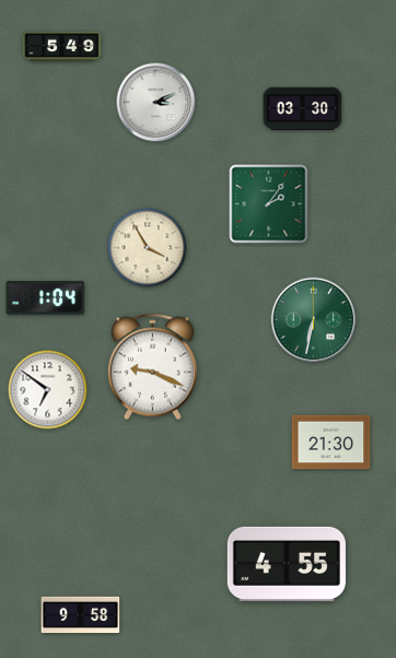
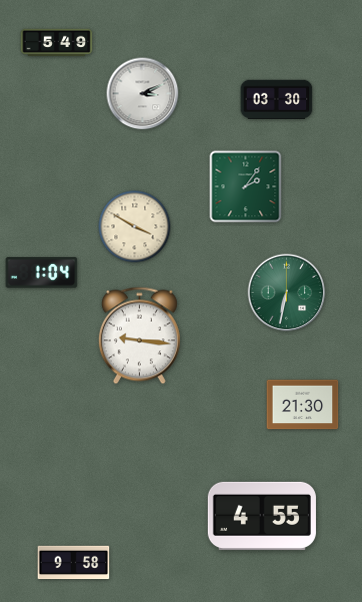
clock at (148, 248): 3:55 -> 3:50
clock at (152, 367): 9:19 -> 9:16
clock at (48, 390): 6:51 -> none
